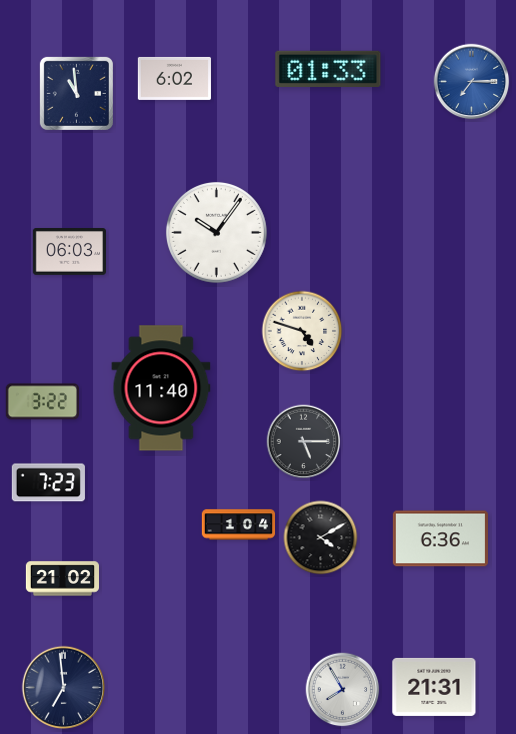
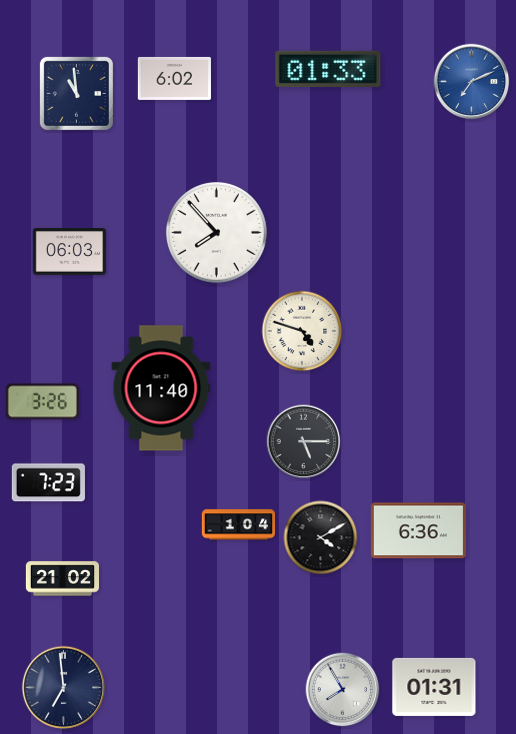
clock at (472, 82): 7:15 -> 7:11
clock at (216, 232): 10:06 -> 7:53
clock at (42, 402): 3:22 -> 3:26
clock at (440, 539) position: (440, 539) -> (418, 531)
clock at (434, 687): 21:31 -> 01:31
